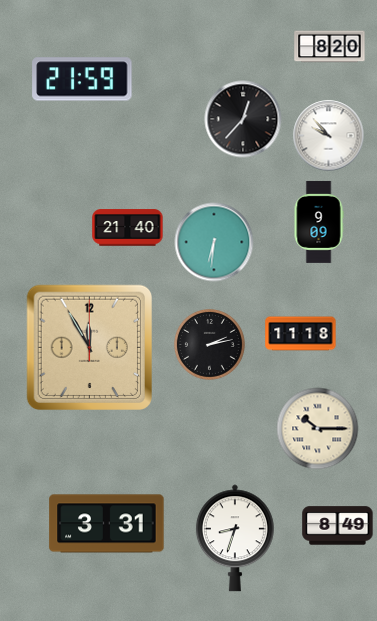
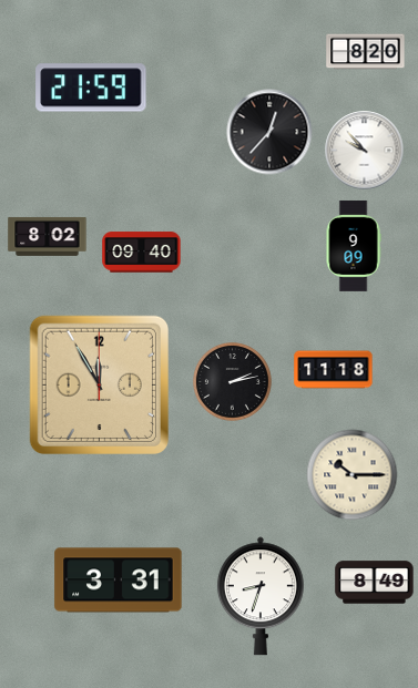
clock at (48, 236): none -> 8:02
clock at (128, 228): 21:40 -> 09:40
clock at (214, 242): 6:31 -> none
